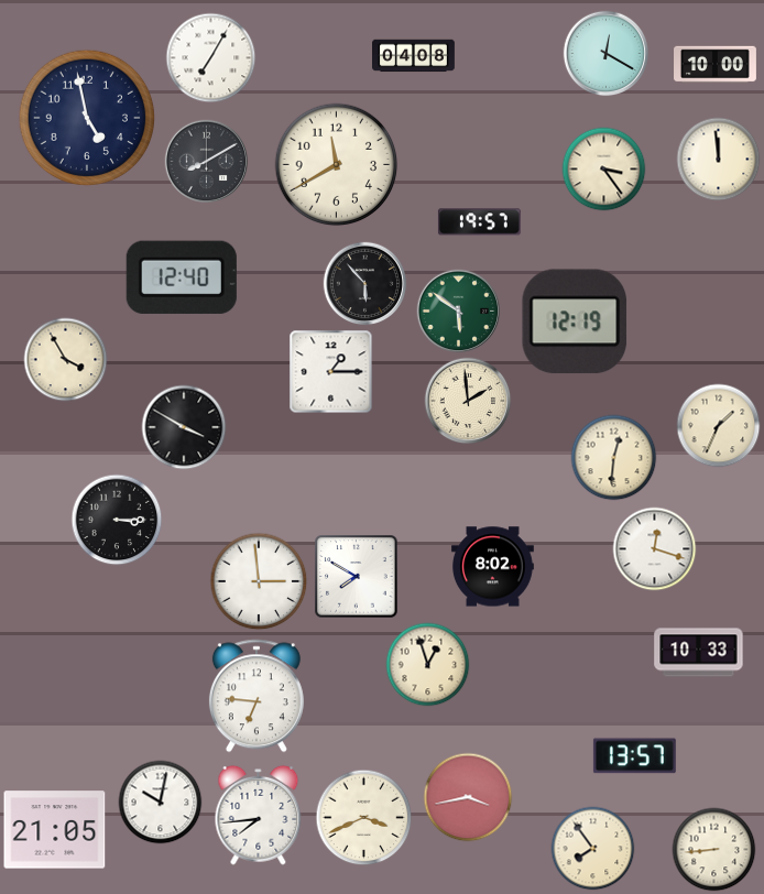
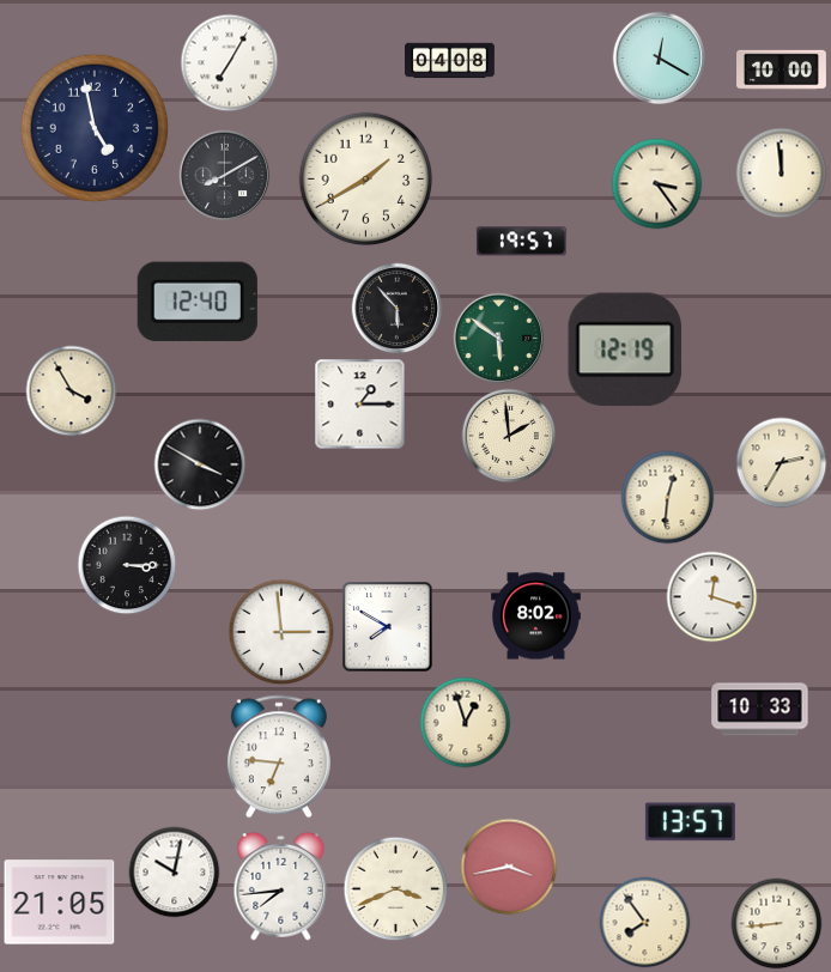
clock at (716, 65) position: (716, 65) -> (782, 71)
clock at (337, 165): 11:40 -> 1:40
clock at (719, 426): 1:34 -> 2:35
